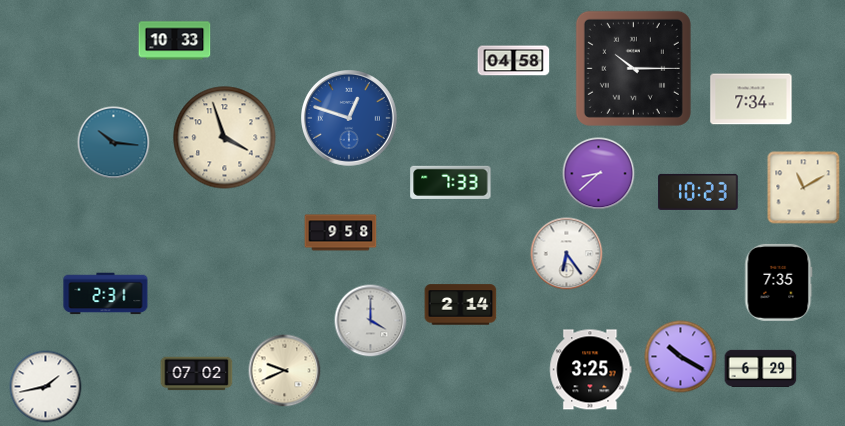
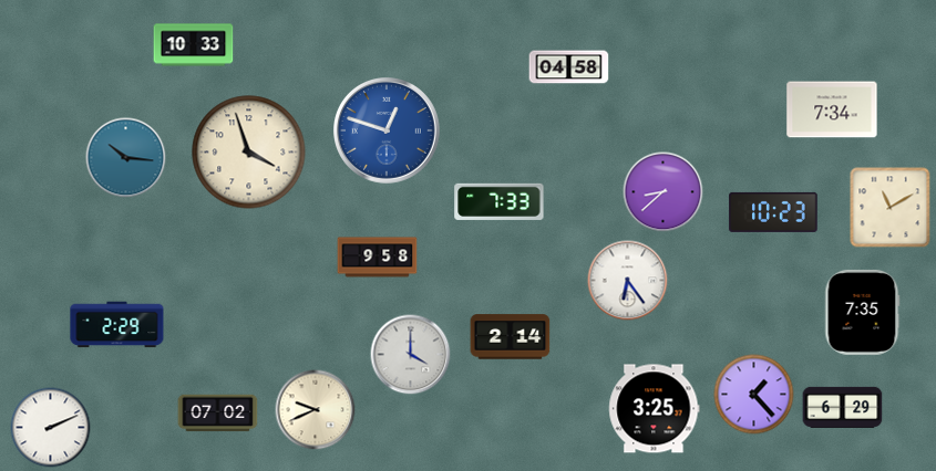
clock at (633, 68): 10:15 -> none
clock at (106, 294): 2:31 -> 2:29
clock at (681, 357): 10:20 -> 1:23
clock at (46, 387): 1:43 -> 2:11
